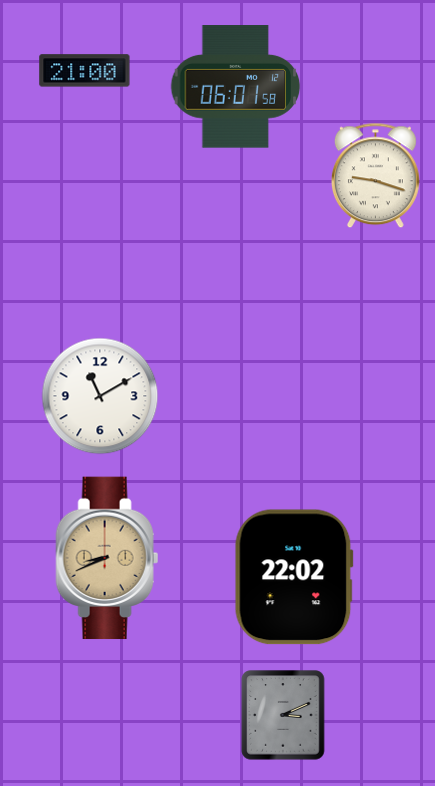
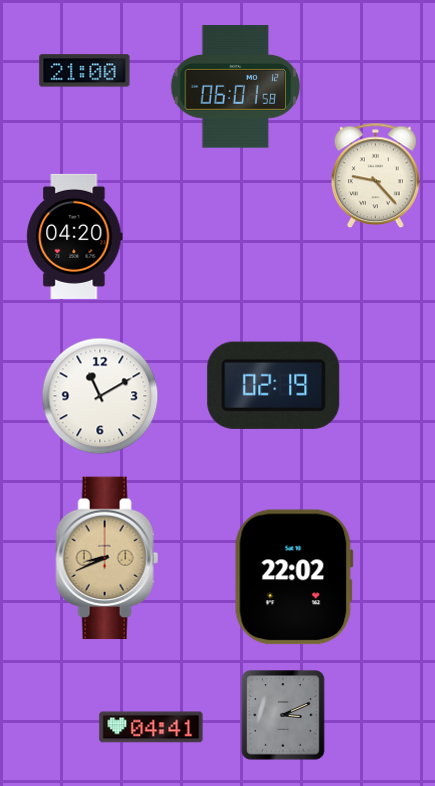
clock at (375, 176): 9:18 -> 9:23
clock at (75, 236): none -> 04:20
clock at (274, 385): none -> 02:19
clock at (151, 727): none -> 04:41
